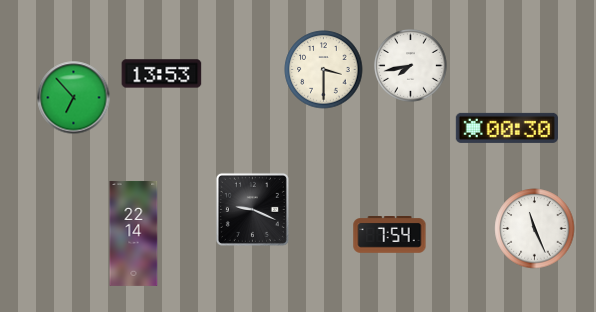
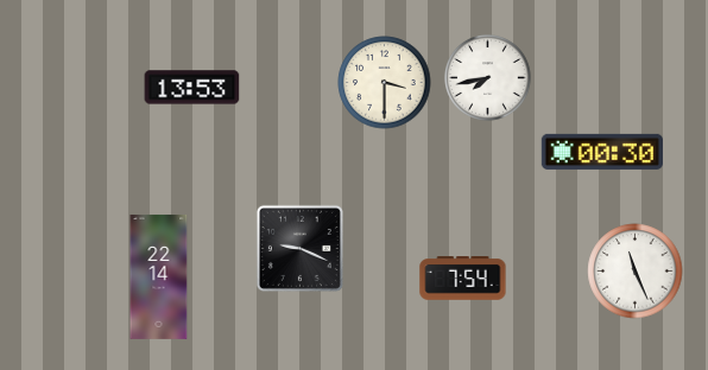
clock at (74, 98): 6:53 -> none
